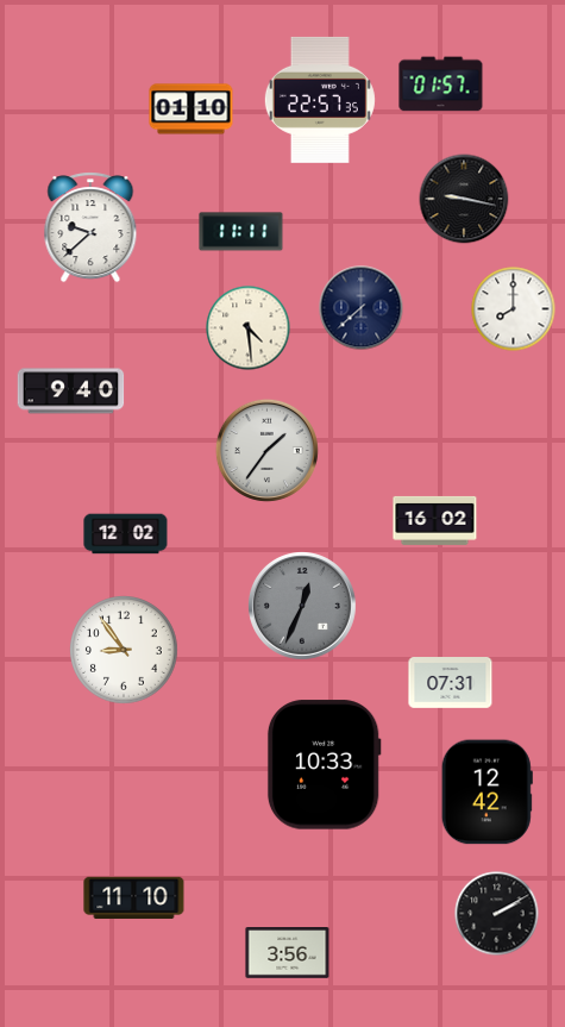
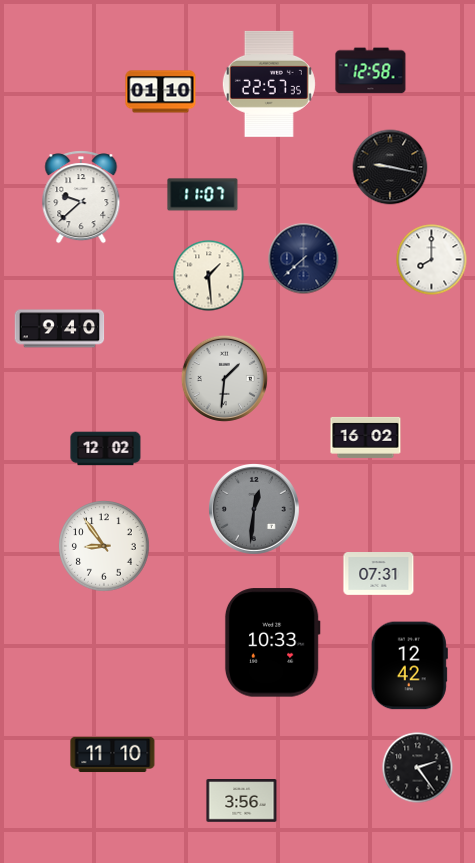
clock at (441, 84): 01:57 -> 12:58
clock at (90, 227) position: (90, 227) -> (81, 197)
clock at (241, 232): 11:11 -> 11:07
clock at (249, 328): 4:29 -> 1:29
clock at (266, 450): 1:36 -> 1:31
clock at (303, 607): 12:34 -> 12:31
clock at (497, 914): 2:10 -> 2:24
